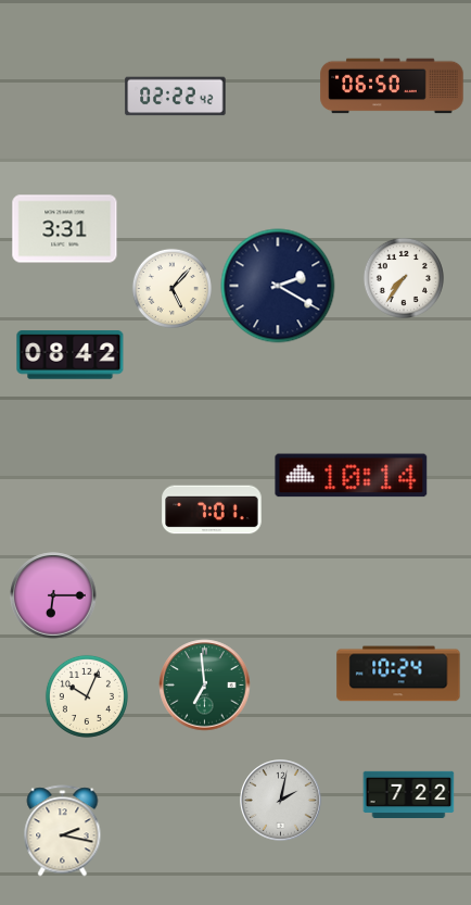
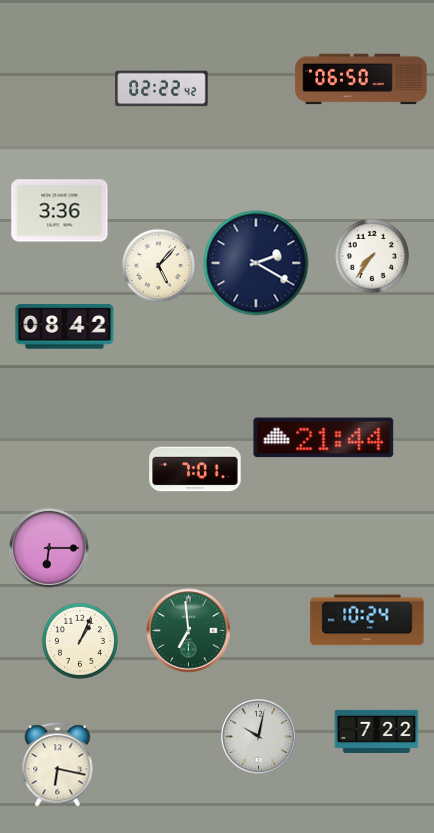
clock at (65, 229): 3:31 -> 3:36
clock at (352, 476): 10:14 -> 21:44
clock at (87, 696): 10:04 -> 1:04
clock at (281, 801): 2:02 -> 10:02
clock at (63, 831): 2:17 -> 6:17
